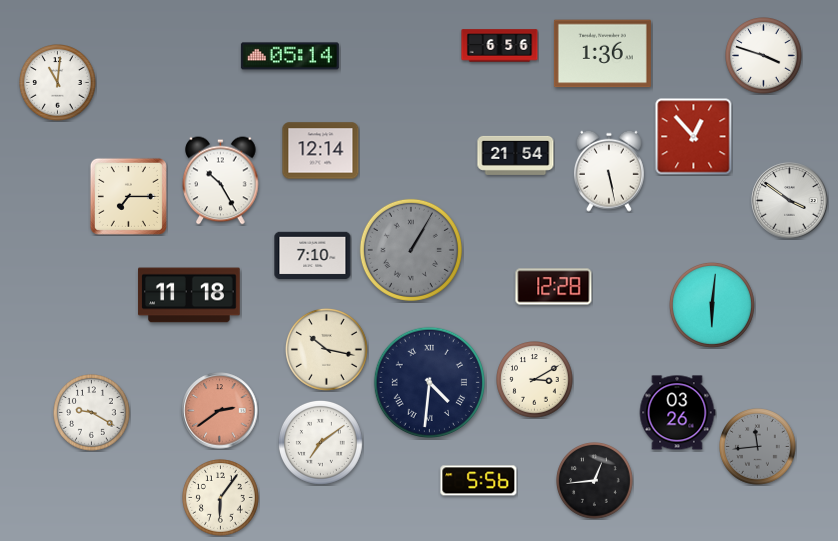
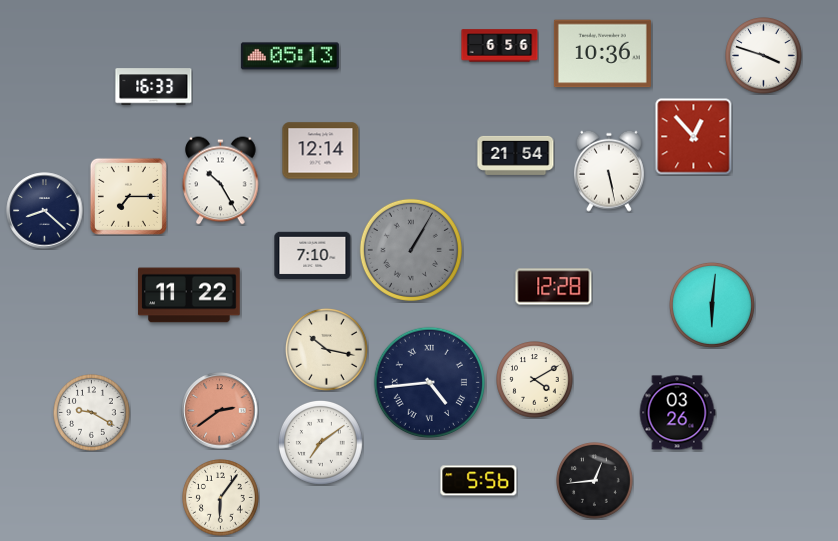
clock at (602, 54): 1:36 -> 10:36
clock at (290, 56): 05:14 -> 05:13
clock at (58, 83): 11:01 -> none
clock at (154, 87): none -> 16:33
clock at (790, 201): 3:51 -> none
clock at (45, 211): none -> 8:22
clock at (189, 295): 11:18 -> 11:22
clock at (535, 380): 3:10 -> 4:10
clock at (429, 382): 4:31 -> 4:44
clock at (758, 447): 11:44 -> none
